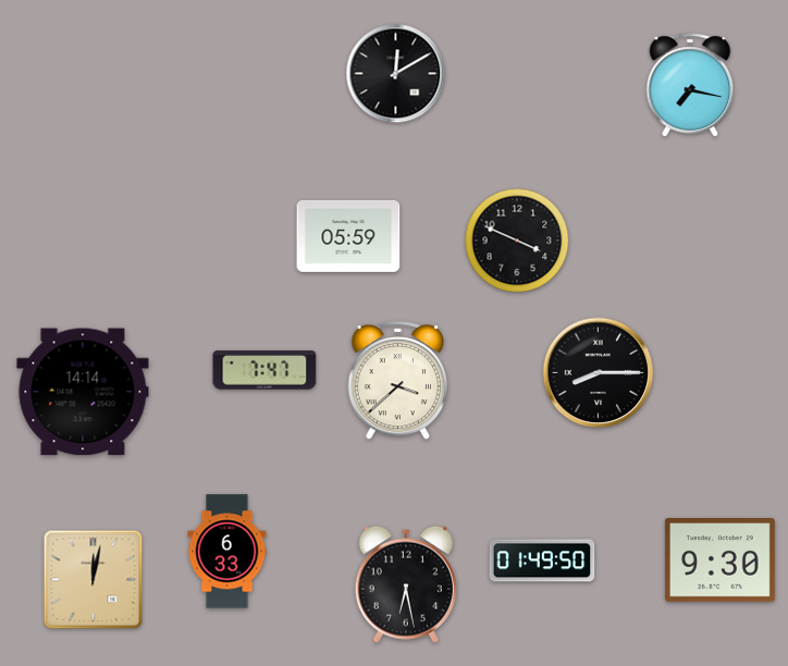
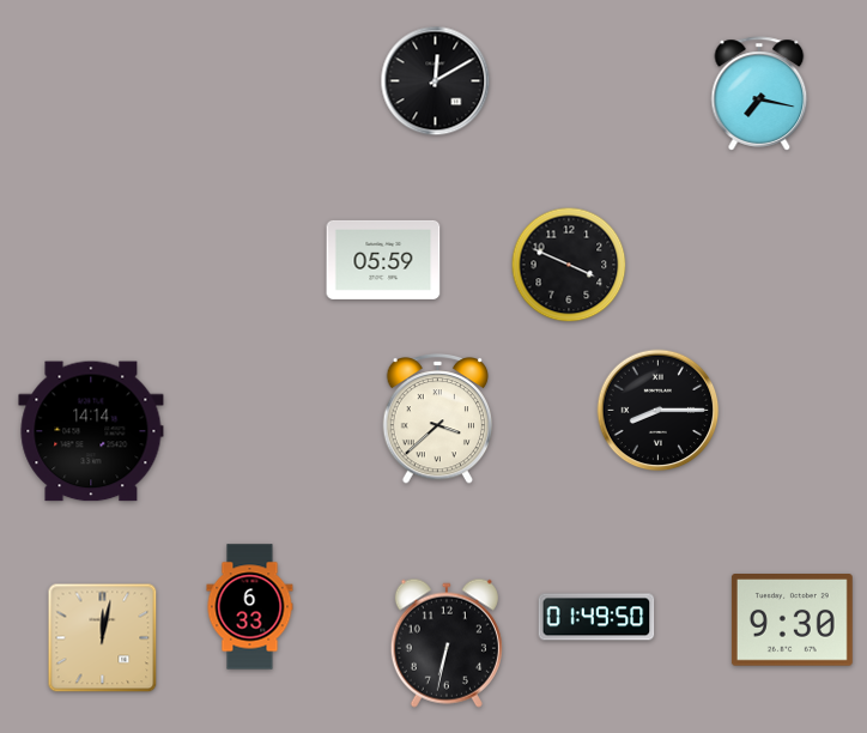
clock at (264, 370): 7:47 -> none
clock at (719, 560) position: (719, 560) -> (792, 620)
clock at (406, 584): 6:28 -> 6:32
